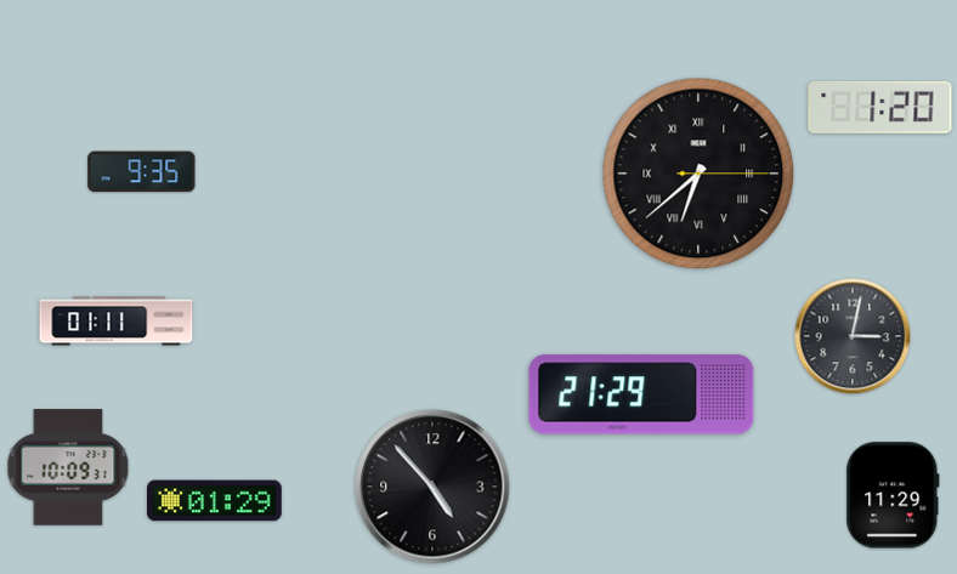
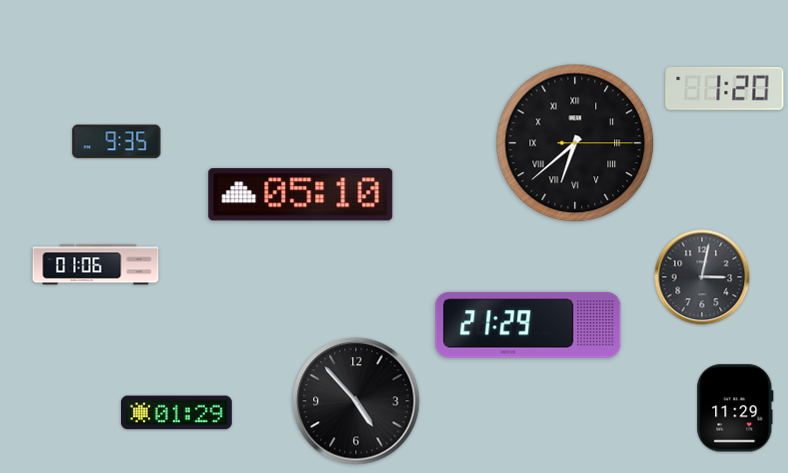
clock at (301, 195): none -> 05:10
clock at (117, 322): 01:11 -> 01:06
clock at (68, 467): 10:09 -> none
